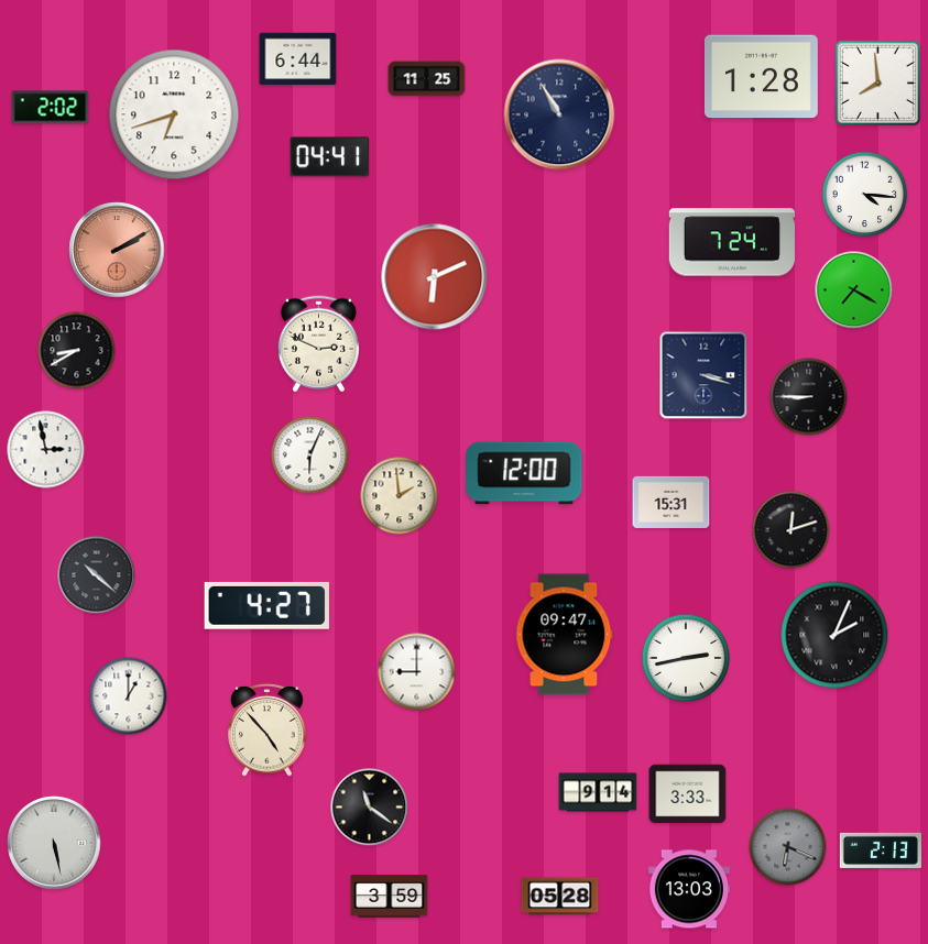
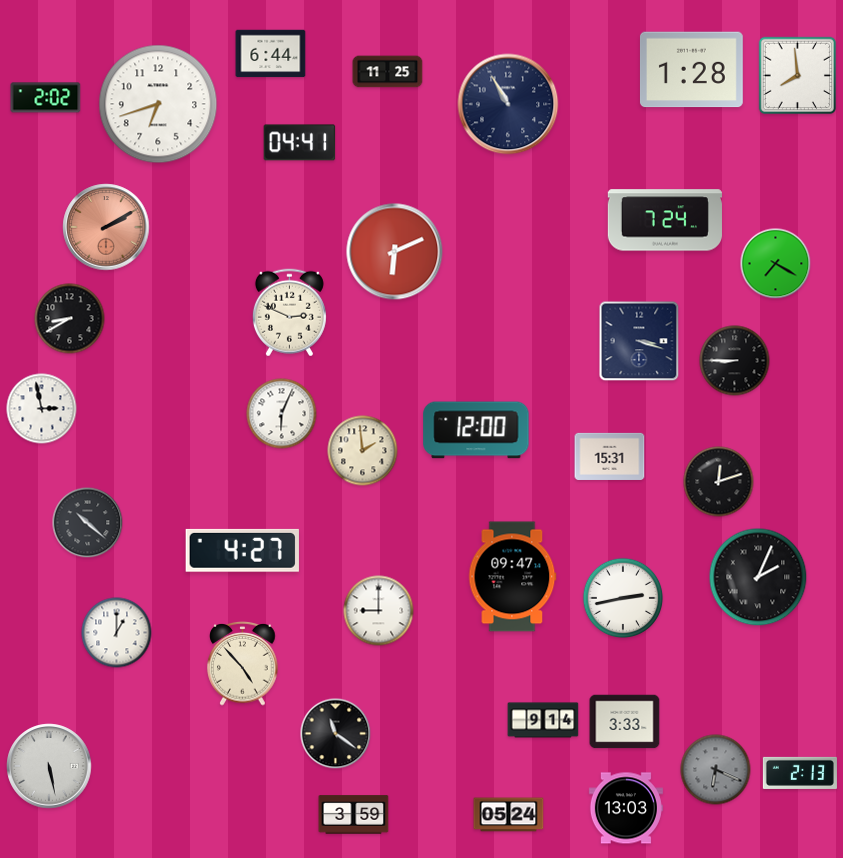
clock at (865, 195): 4:16 -> none
clock at (560, 897): 05:28 -> 05:24
